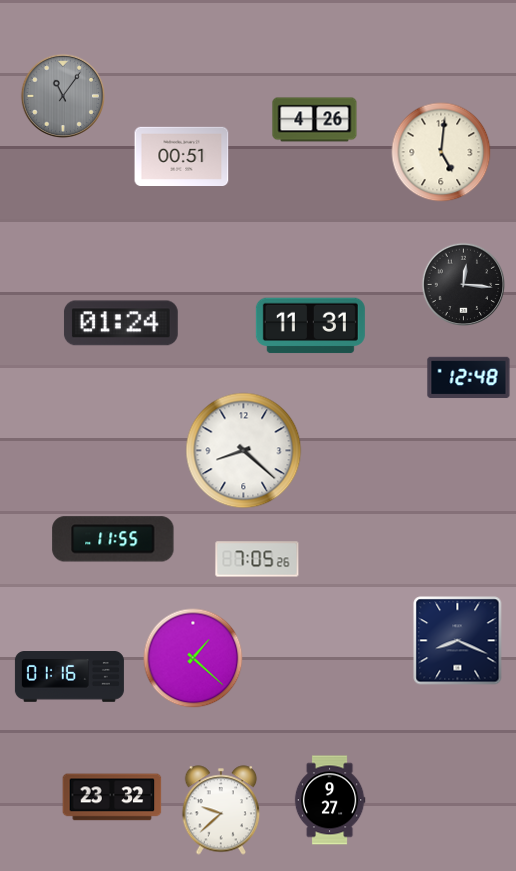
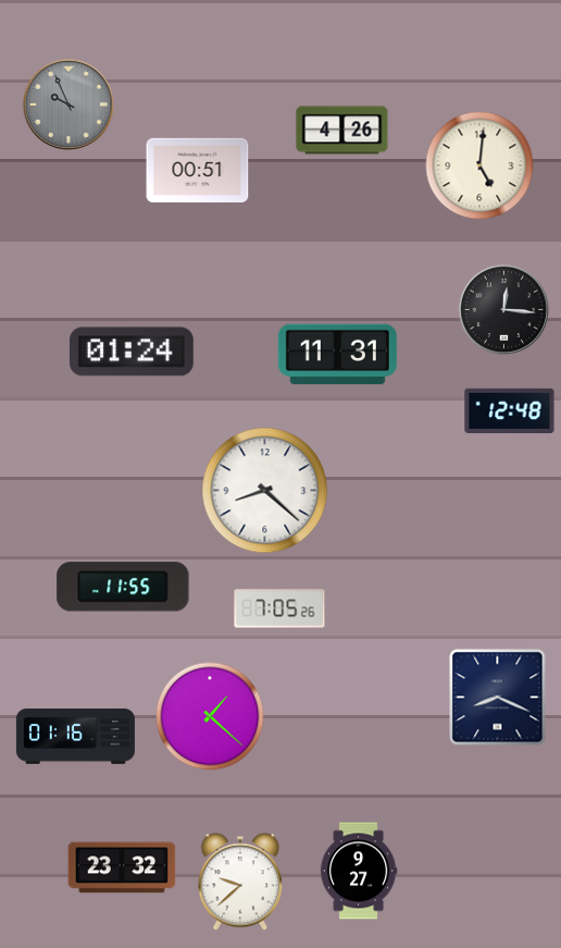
clock at (63, 96): 11:06 -> 9:56
